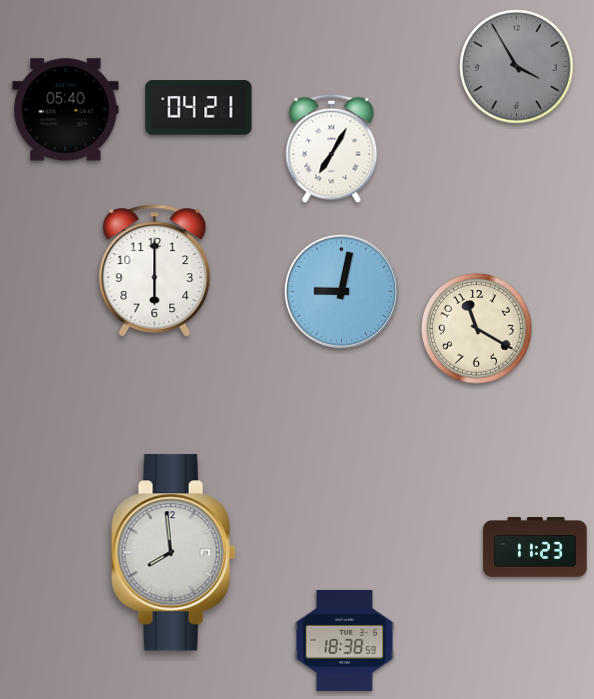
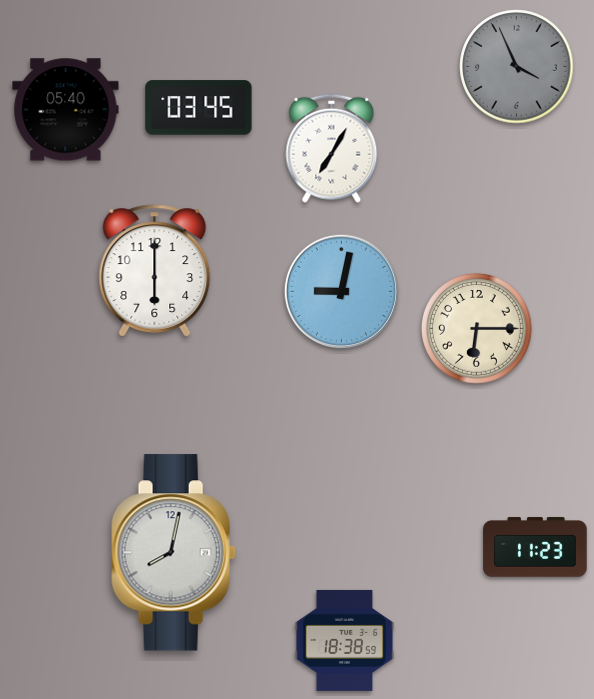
clock at (517, 67): 3:55 -> 3:56
clock at (199, 108): 04:21 -> 03:45
clock at (477, 329): 11:20 -> 6:15
clock at (174, 553): 7:59 -> 8:02
